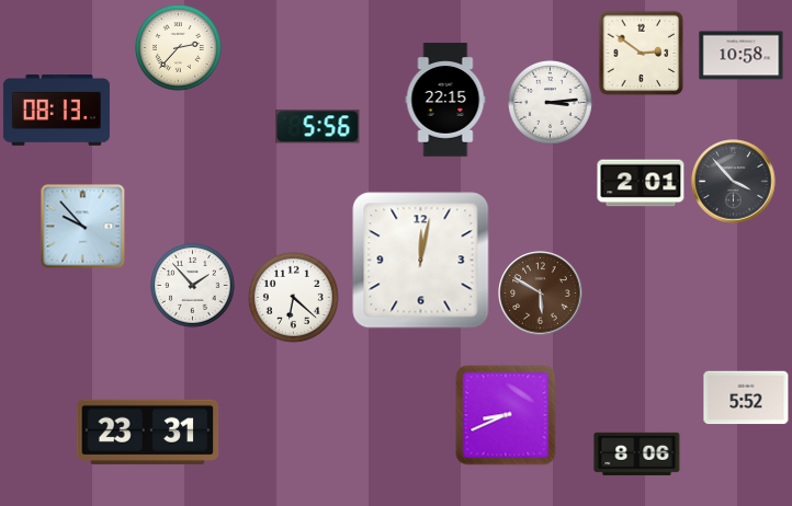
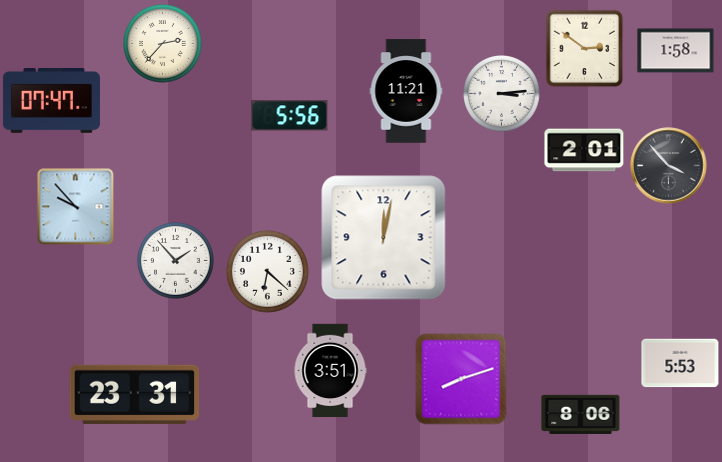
clock at (742, 56): 10:58 -> 1:58
clock at (445, 100): 22:15 -> 11:21
clock at (56, 111): 08:13 -> 07:47
clock at (641, 183) position: (641, 183) -> (584, 150)
clock at (541, 294): 5:50 -> none
clock at (746, 398): 5:52 -> 5:53
clock at (330, 371): none -> 3:51
clock at (506, 415): 8:41 -> 8:12
